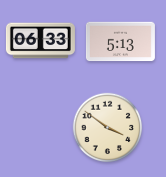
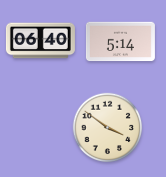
clock at (40, 41): 06:33 -> 06:40
clock at (120, 42): 5:13 -> 5:14
